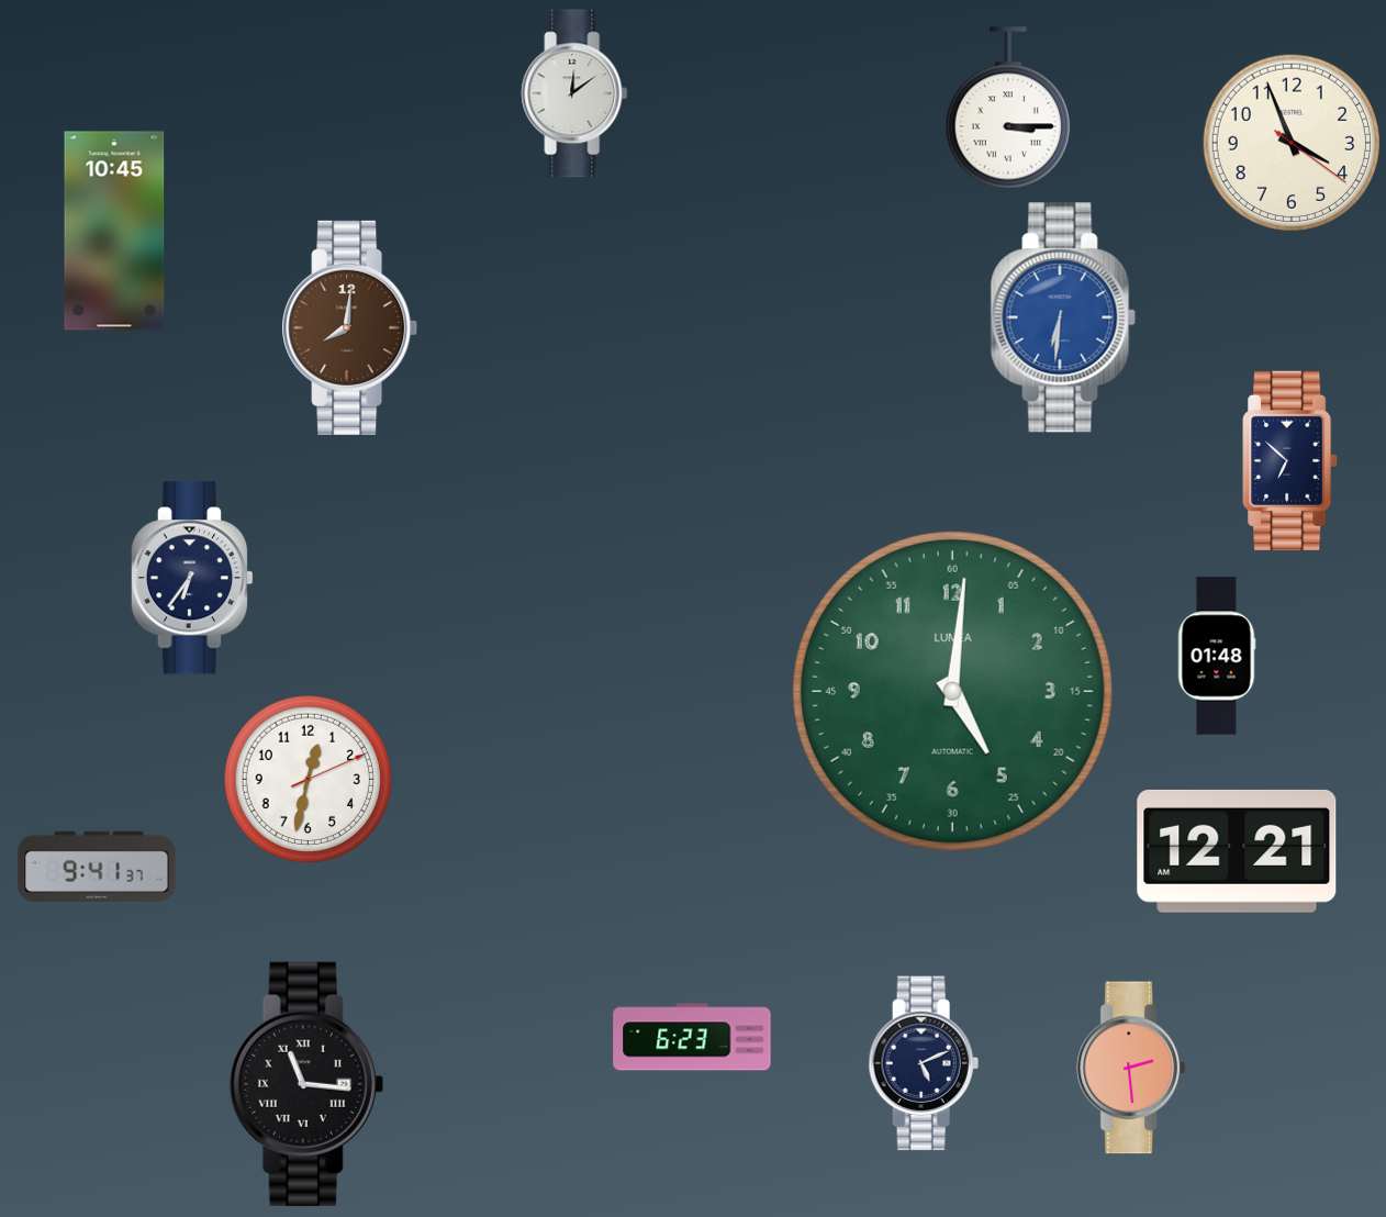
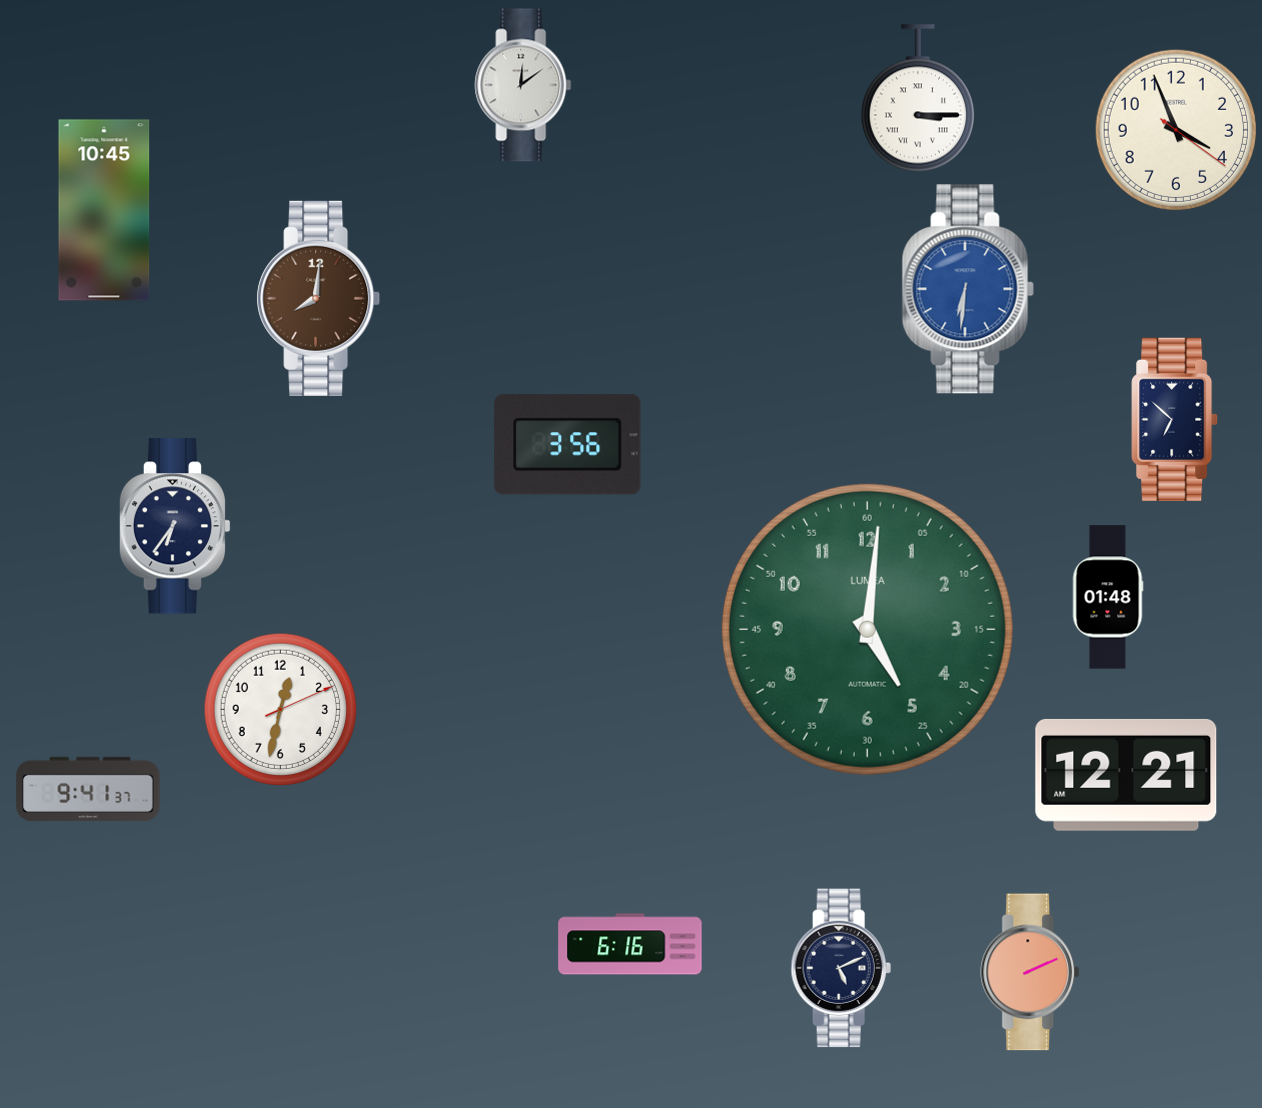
clock at (568, 445): none -> 3:56
clock at (692, 1037): 6:23 -> 6:16
clock at (1132, 1068): 2:29 -> 2:11
clock at (306, 1084): 11:16 -> none
